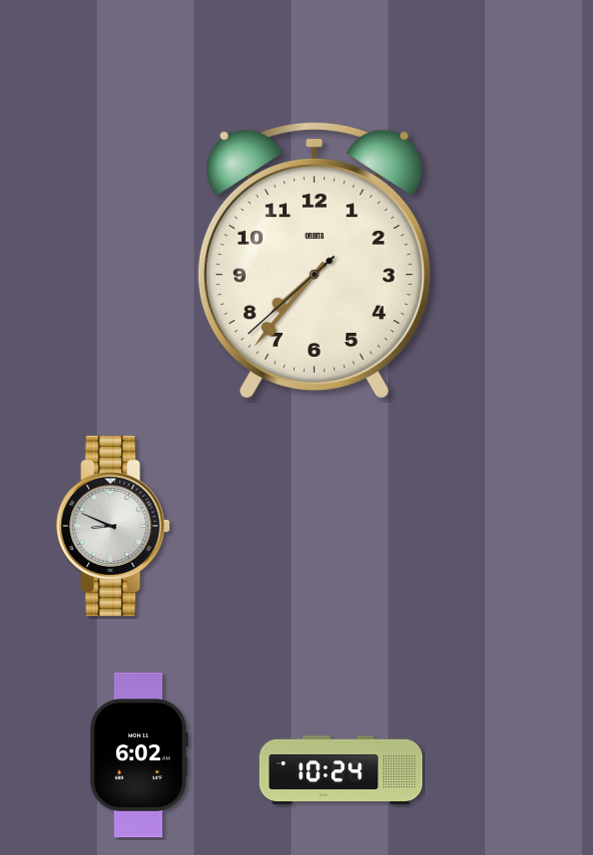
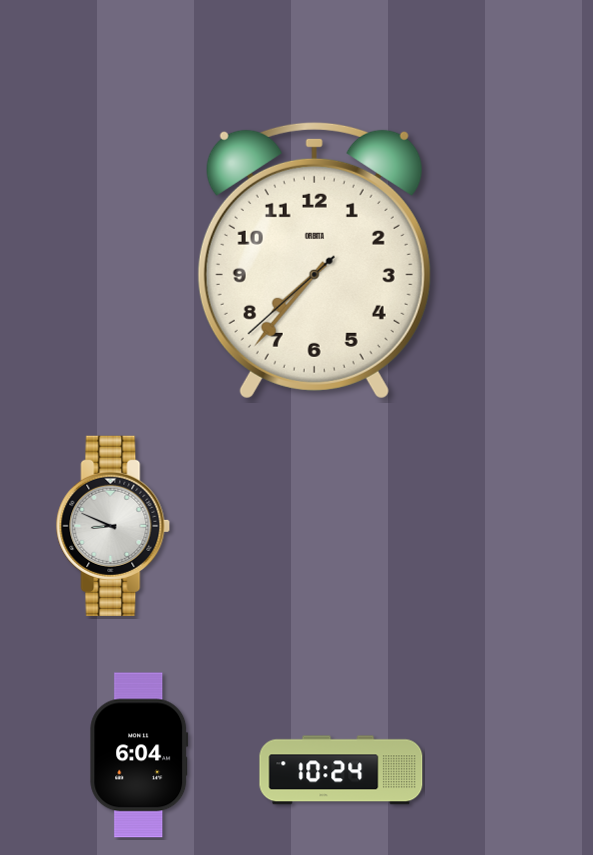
clock at (139, 755): 6:02 -> 6:04
